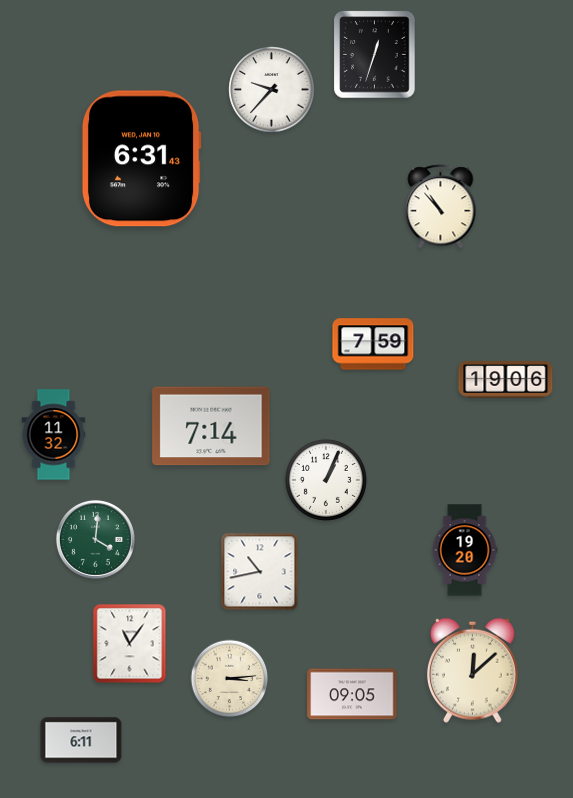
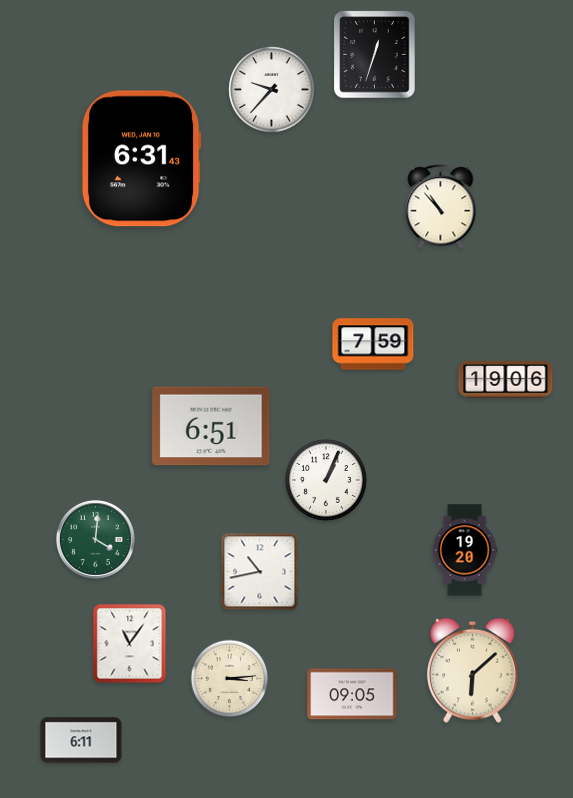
clock at (211, 426): 7:14 -> 6:51
clock at (54, 435): 11:32 -> none
clock at (472, 670): 12:08 -> 6:08
